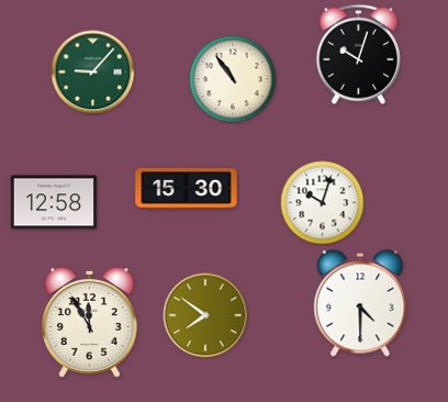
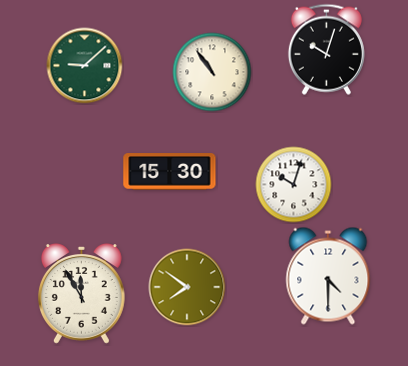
clock at (93, 72): 9:07 -> 9:08
clock at (53, 202): 12:58 -> none
